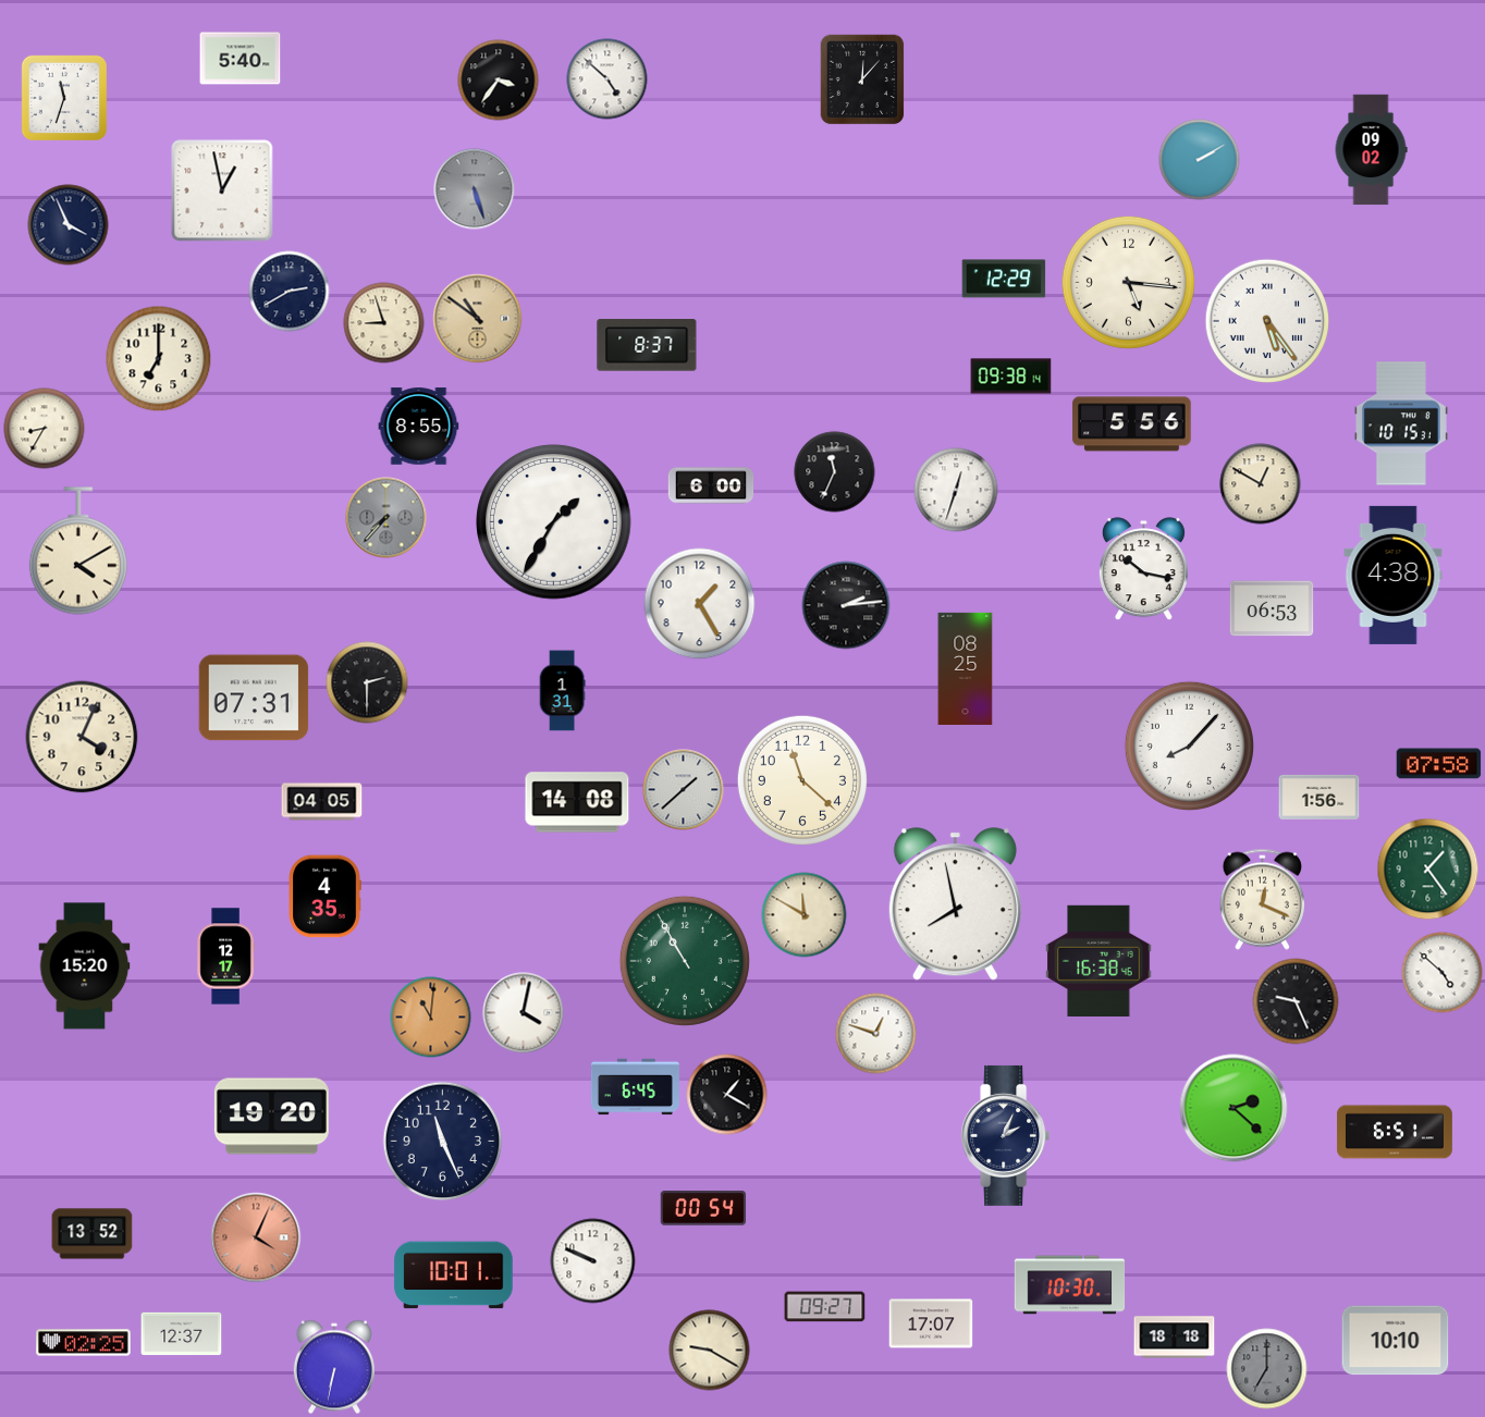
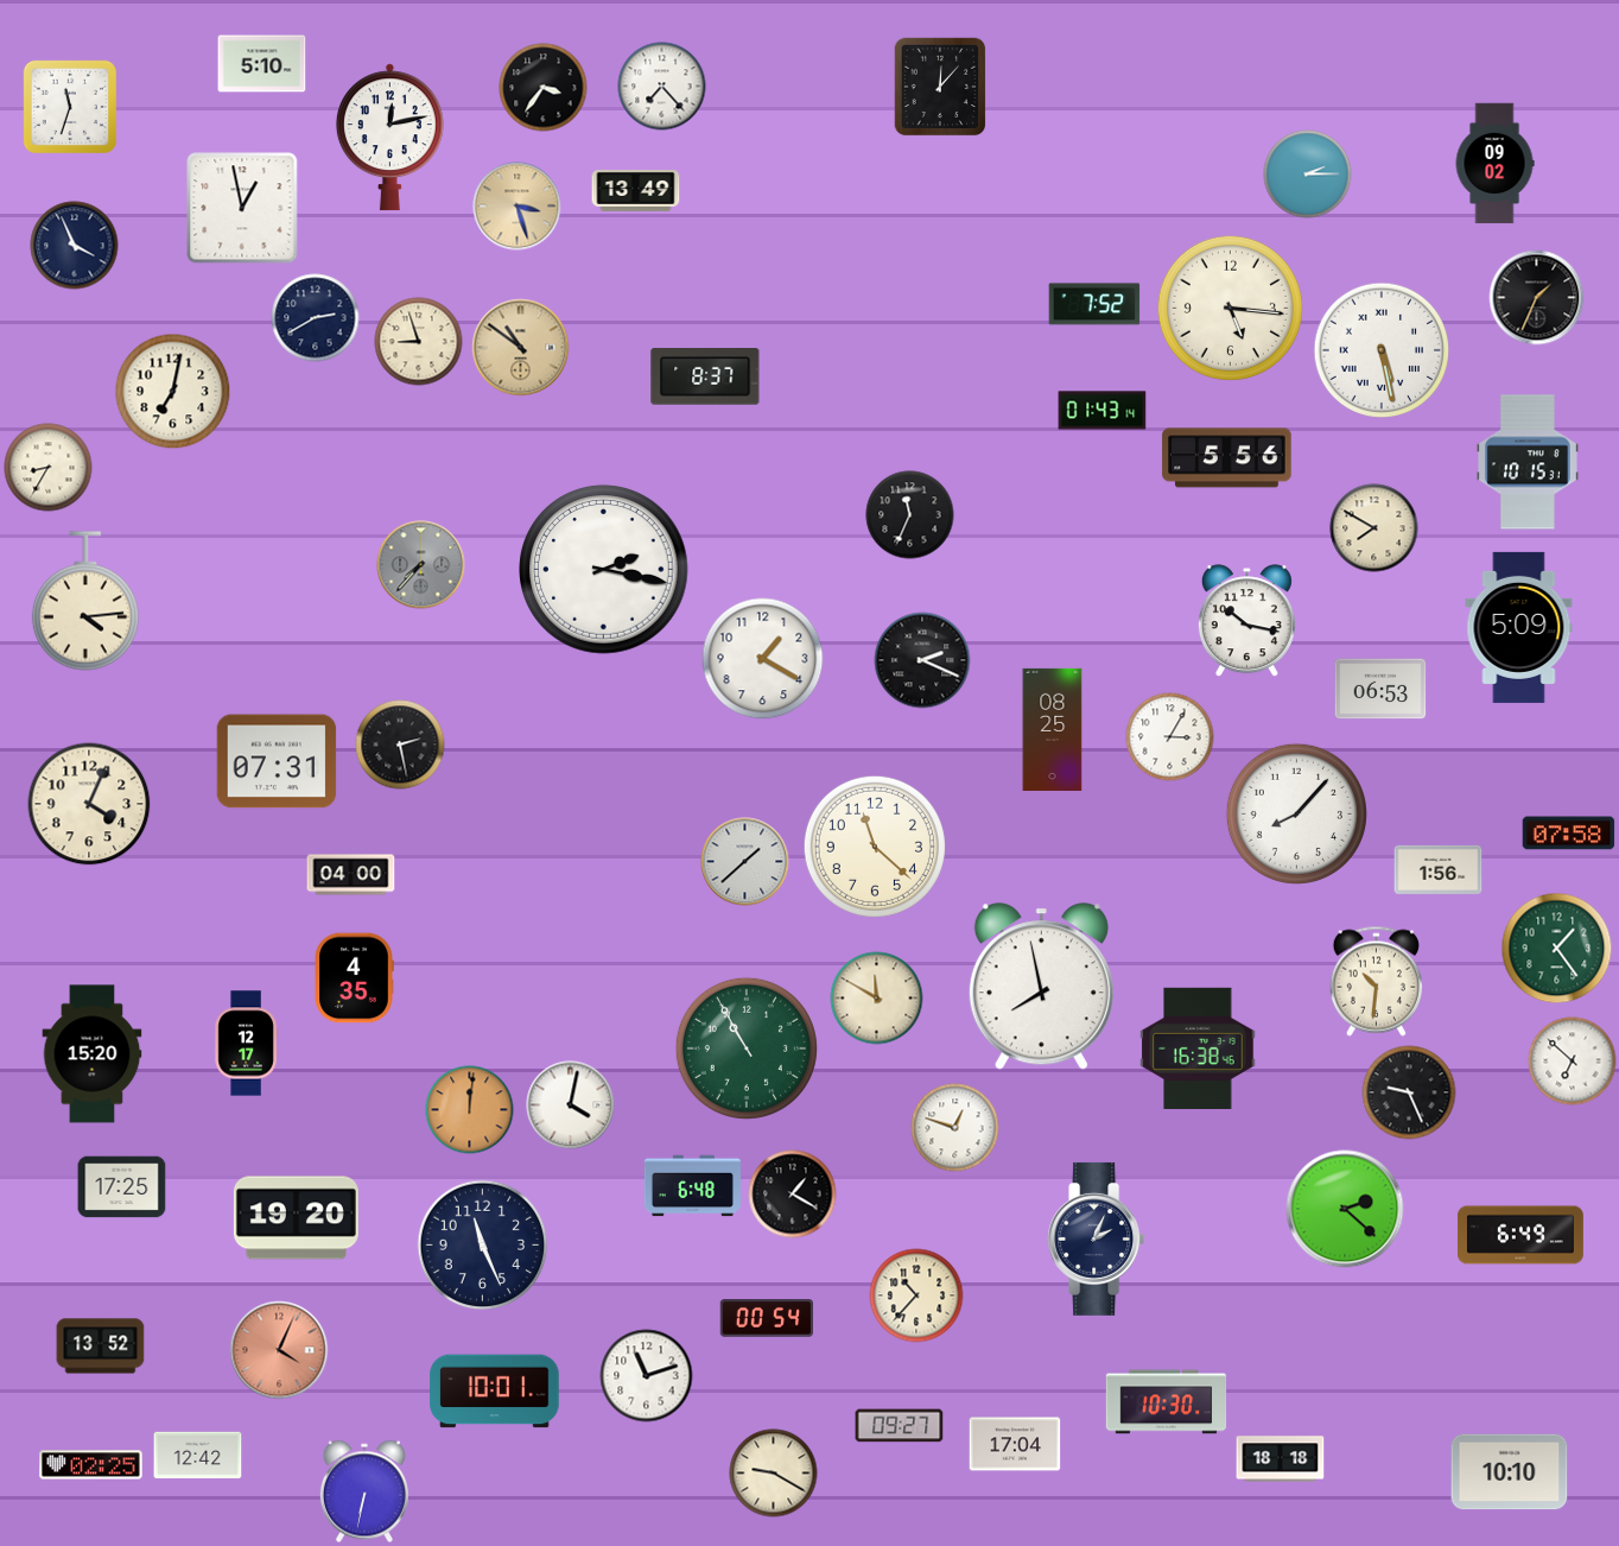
clock at (241, 59): 5:40 -> 5:10
clock at (607, 79): 4:52 -> 7:23
clock at (389, 138): none -> 12:13
clock at (1200, 160): 2:10 -> 2:15
clock at (636, 191): none -> 13:49
clock at (475, 189): 5:27 -> 3:27
clock at (475, 189) dial: grey -> champagne
clock at (1537, 298): none -> 1:34
clock at (1004, 279): 12:29 -> 7:52
clock at (1267, 321): 5:24 -> 5:28
clock at (384, 323) position: (384, 323) -> (419, 342)
clock at (159, 359): 7:00 -> 7:02
clock at (1011, 377): 09:38 -> 01:43
clock at (1132, 424) position: (1132, 424) -> (1227, 458)
clock at (419, 427): 8:55 -> none
clock at (1261, 484): 12:50 -> 7:50
clock at (711, 485): 6:00 -> none
clock at (956, 490): 12:33 -> none
clock at (554, 522): 1:35 -> 2:17
clock at (78, 551): 4:10 -> 4:14
clock at (1394, 575): 4:38 -> 5:09
clock at (700, 604): 1:25 -> 1:20
clock at (846, 605): 2:14 -> 2:19
clock at (1272, 608) position: (1272, 608) -> (1380, 689)
clock at (1170, 737): none -> 3:05
clock at (367, 682): 2:30 -> 2:28
clock at (562, 691): 1:31 -> none
clock at (802, 780) position: (802, 780) -> (875, 847)
clock at (322, 802): 04:05 -> 04:00
clock at (577, 802): 14:08 -> none
clock at (1262, 899): 12:19 -> 10:31
clock at (1443, 973): 4:52 -> 6:52
clock at (1296, 1001) position: (1296, 1001) -> (1409, 1092)
clock at (431, 1018): 11:01 -> 12:01
clock at (635, 1087): 6:45 -> 6:48
clock at (122, 1187): none -> 17:25
clock at (1395, 1132): 6:51 -> 6:49
clock at (916, 1295): none -> 10:37
clock at (593, 1261): 9:49 -> 11:12
clock at (931, 1323): 17:07 -> 17:04
clock at (182, 1334): 12:37 -> 12:42
clock at (1396, 1341) position: (1396, 1341) -> (1510, 1472)
clock at (1267, 1369): 7:00 -> none
